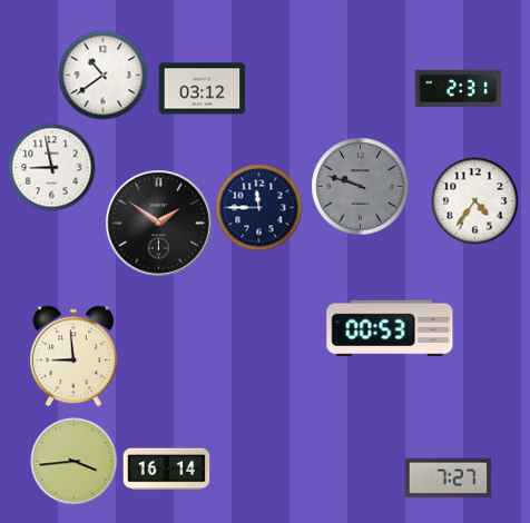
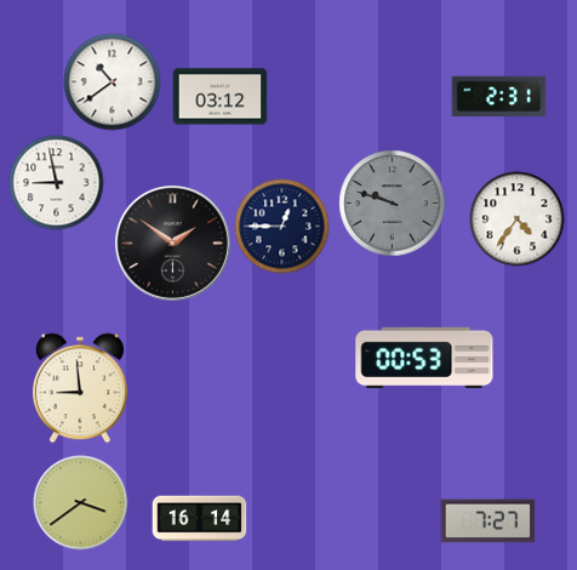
clock at (258, 207): 11:45 -> 12:45
clock at (73, 461): 3:44 -> 3:39
clock at (166, 470) position: (166, 470) -> (199, 519)
